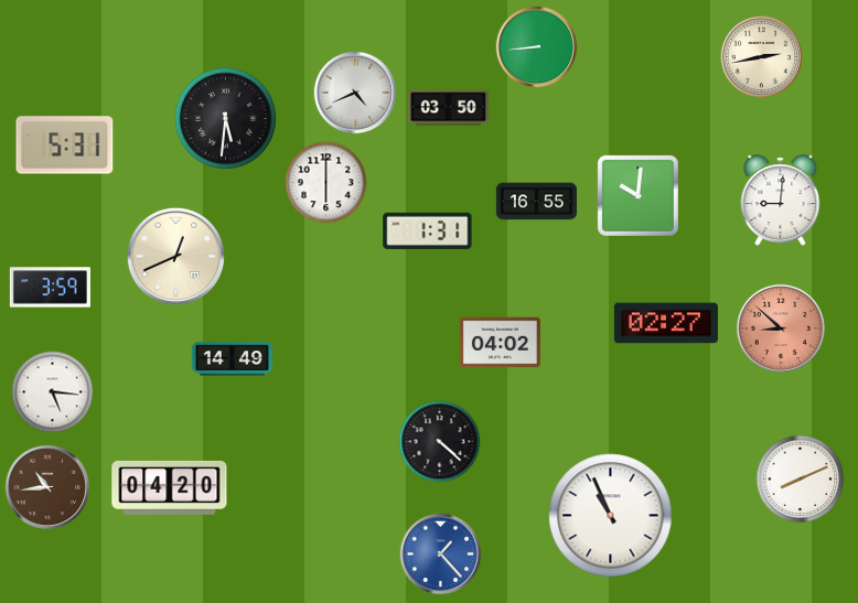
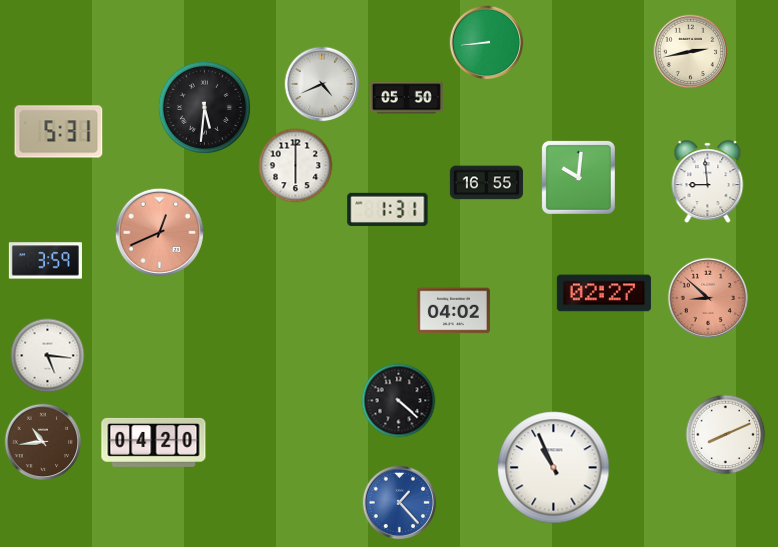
clock at (448, 108): 03:50 -> 05:50
clock at (781, 200): 9:01 -> 8:59
clock at (175, 256) dial: cream -> salmon
clock at (232, 359): 14:49 -> none
